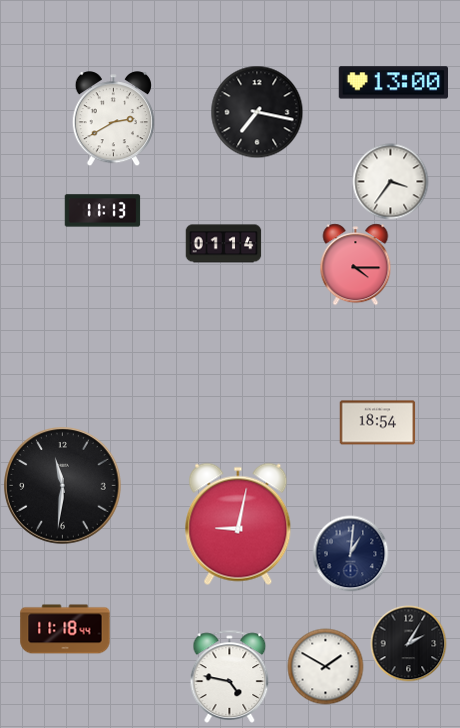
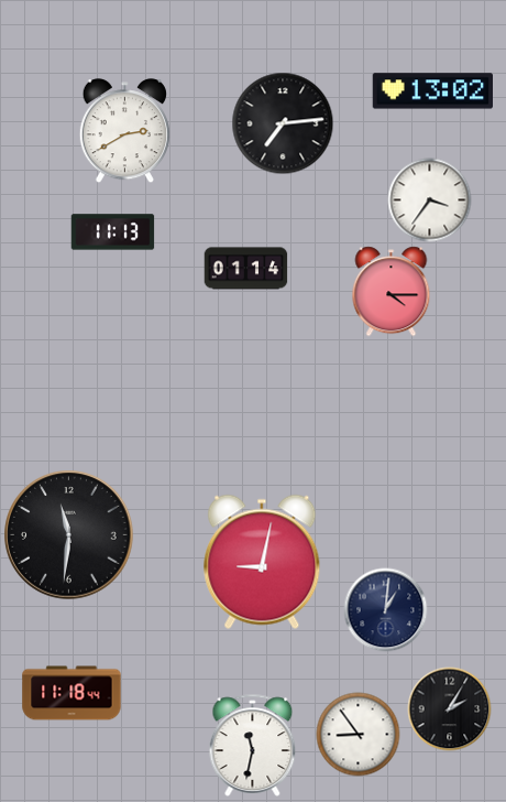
clock at (393, 83): 13:00 -> 13:02
clock at (257, 112): 7:17 -> 7:14
clock at (378, 423): 18:54 -> none
clock at (238, 524) position: (238, 524) -> (262, 562)
clock at (326, 667): 1:50 -> 8:54
clock at (230, 676): 4:47 -> 11:32
